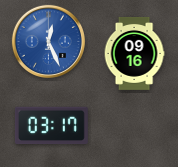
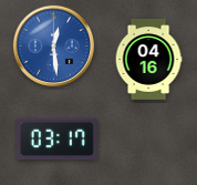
clock at (48, 41): 12:26 -> 12:29
clock at (134, 53): 09:16 -> 04:16
